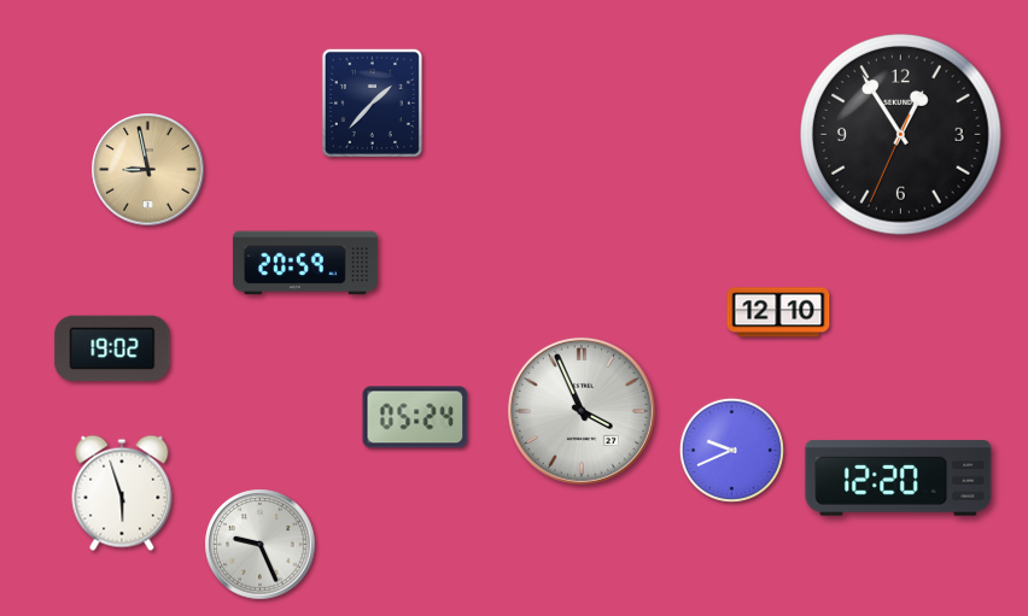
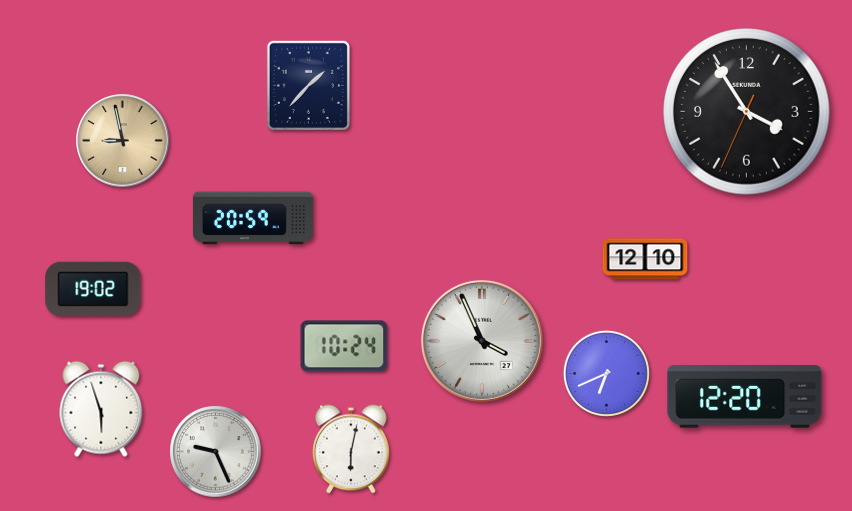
clock at (901, 135): 12:54 -> 3:54
clock at (415, 417): 05:24 -> 10:24
clock at (731, 450): 9:41 -> 6:41
clock at (352, 449): none -> 6:02
